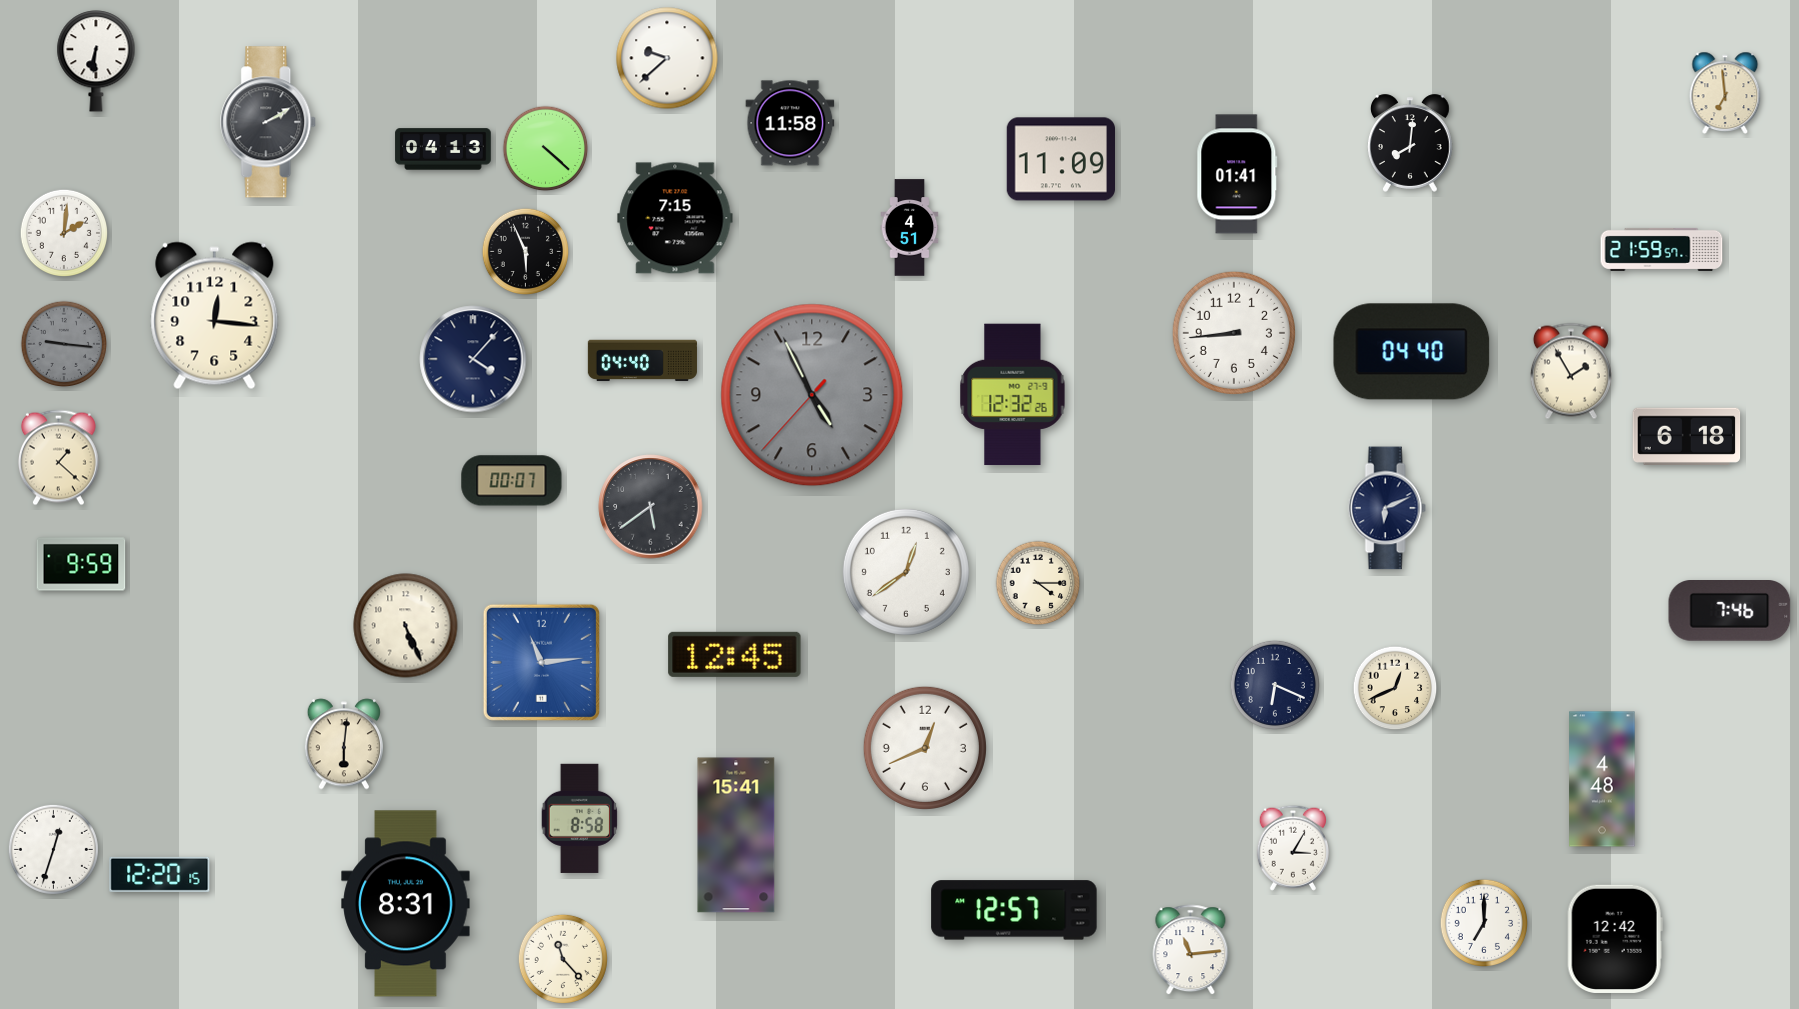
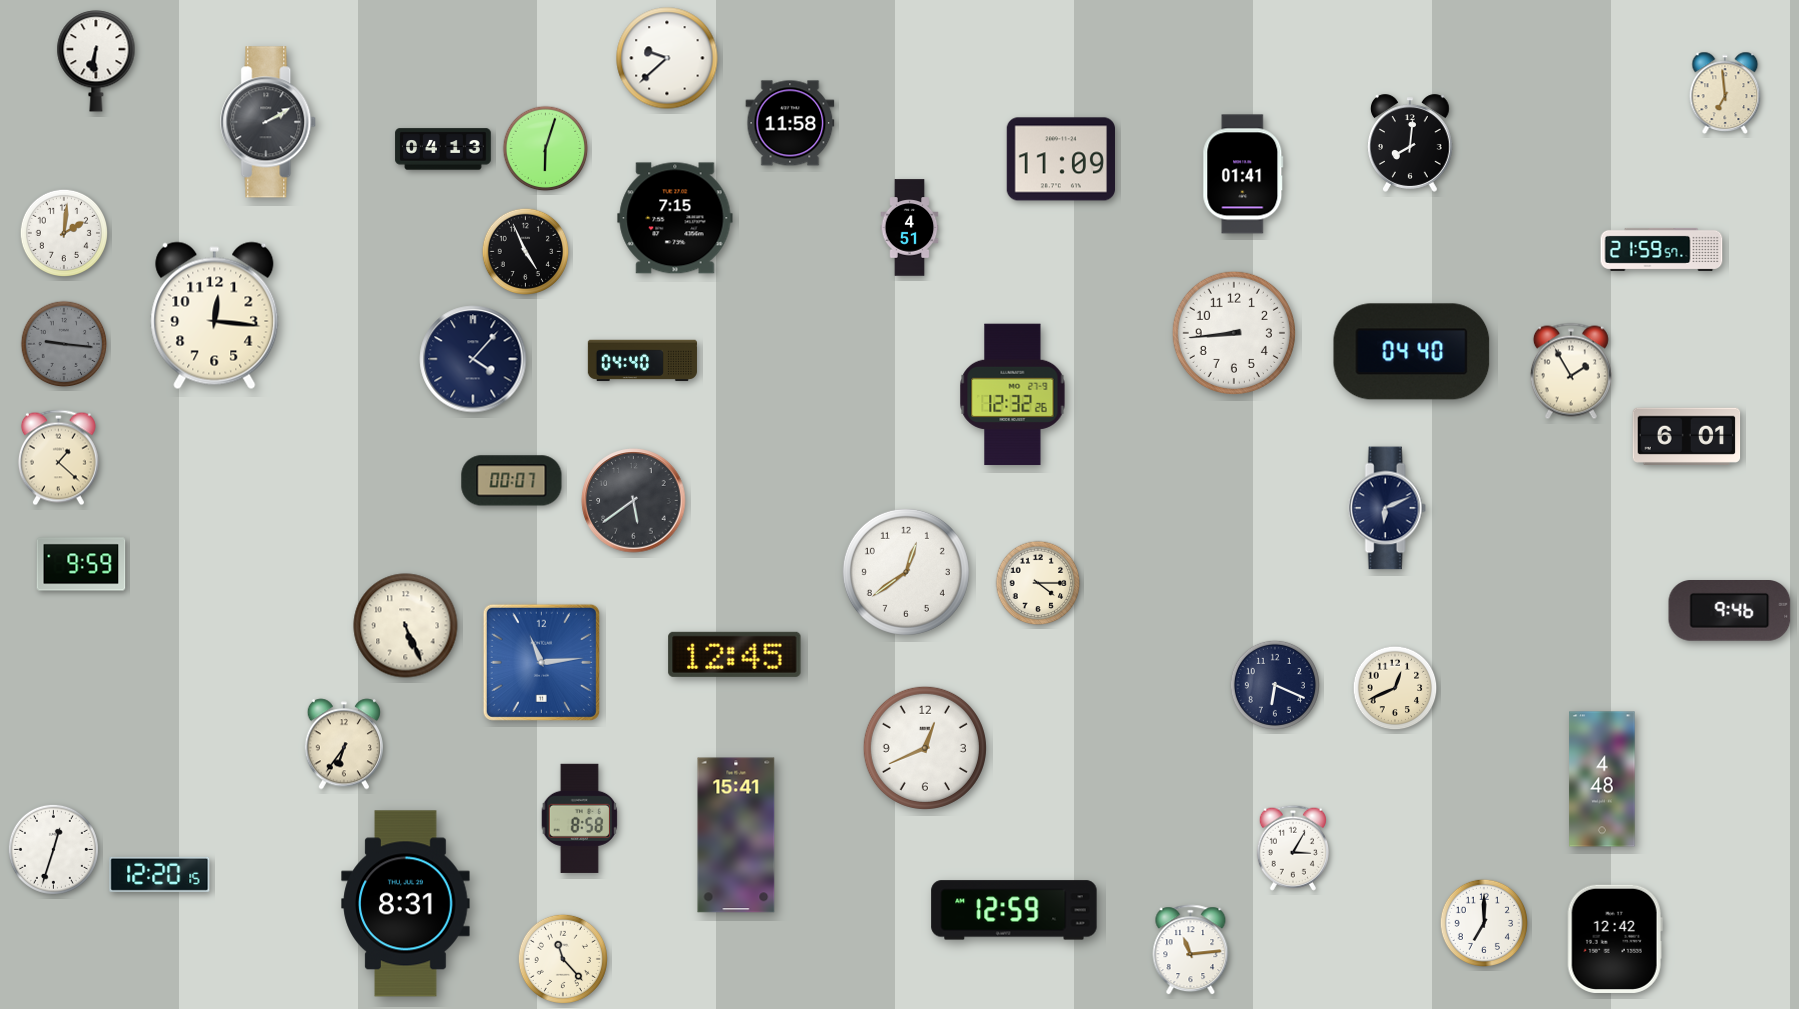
clock at (546, 149): 4:22 -> 6:03
clock at (1237, 174) position: (1237, 174) -> (1243, 174)
clock at (526, 252): 5:56 -> 4:56
clock at (812, 395): 4:55 -> none
clock at (1687, 436): 6:18 -> 6:01
clock at (651, 507) position: (651, 507) -> (634, 501)
clock at (1730, 611): 7:46 -> 9:46
clock at (343, 744): 6:01 -> 6:36
clock at (1014, 910): 12:57 -> 12:59
